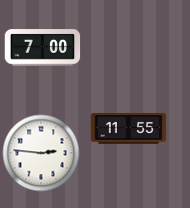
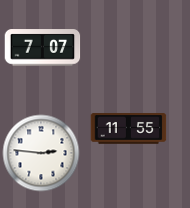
clock at (43, 48): 7:00 -> 7:07
